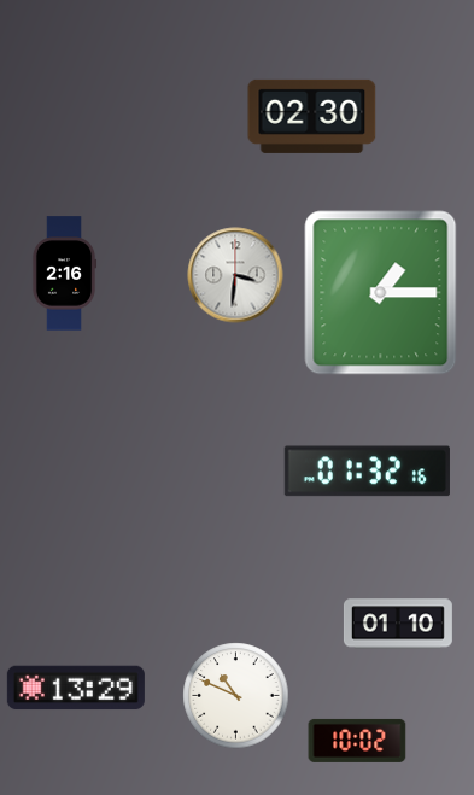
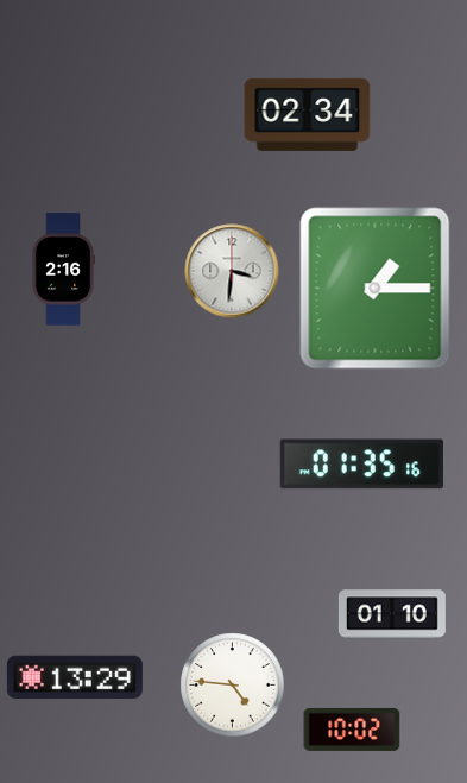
clock at (312, 116): 02:30 -> 02:34
clock at (367, 472): 01:32 -> 01:35
clock at (236, 696): 10:49 -> 4:46
